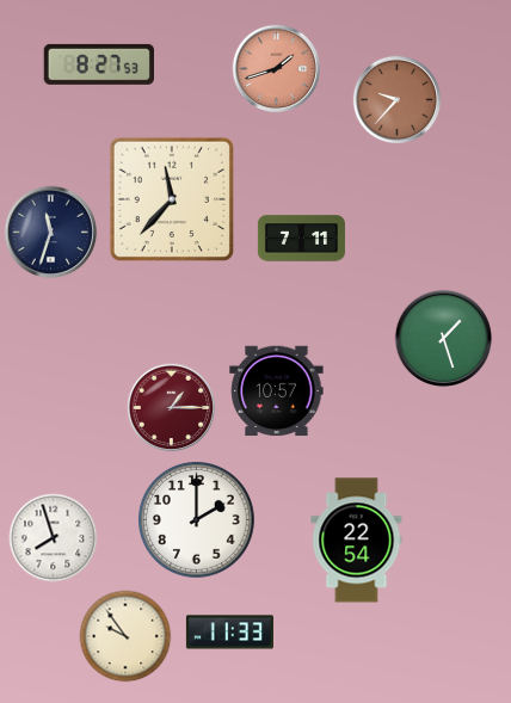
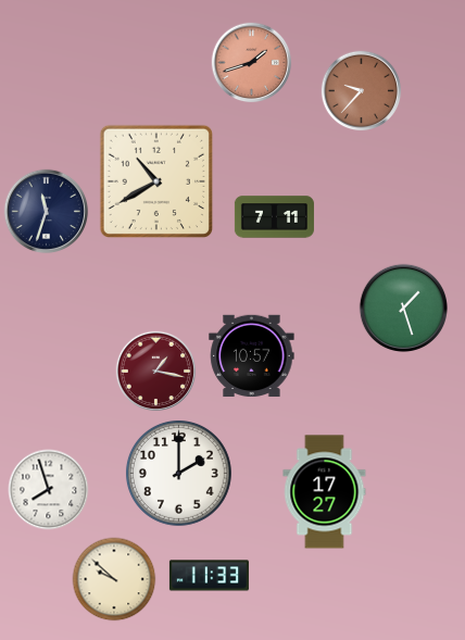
clock at (98, 64): 8:27 -> none
clock at (171, 198): 11:37 -> 10:40
clock at (172, 408): 1:15 -> 1:17
clock at (357, 541): 22:54 -> 17:27
clock at (125, 636): 9:54 -> 9:52
